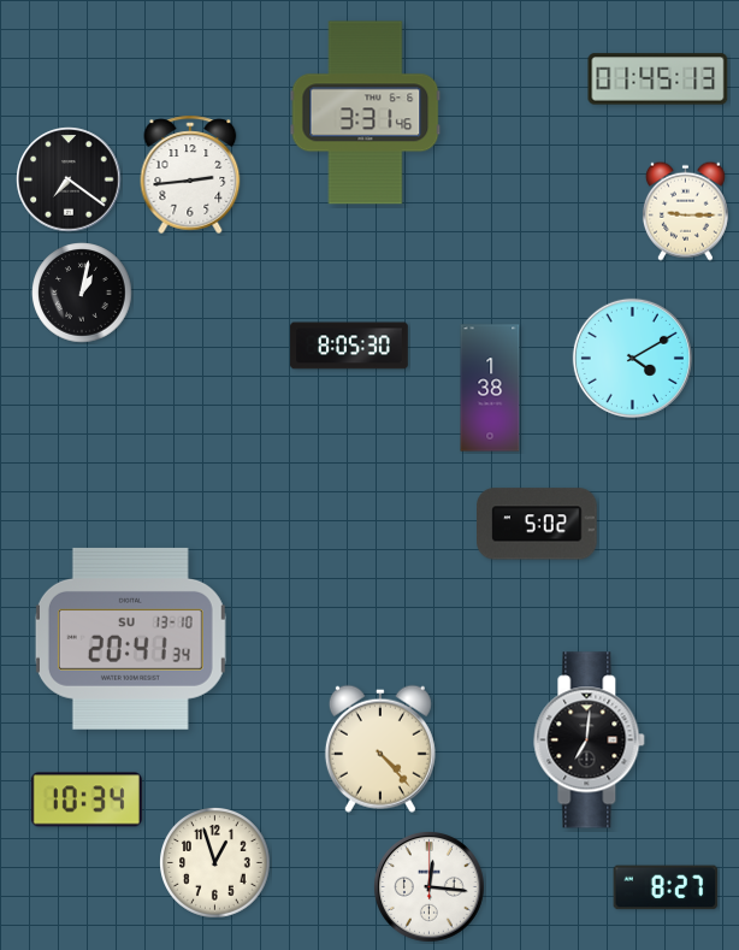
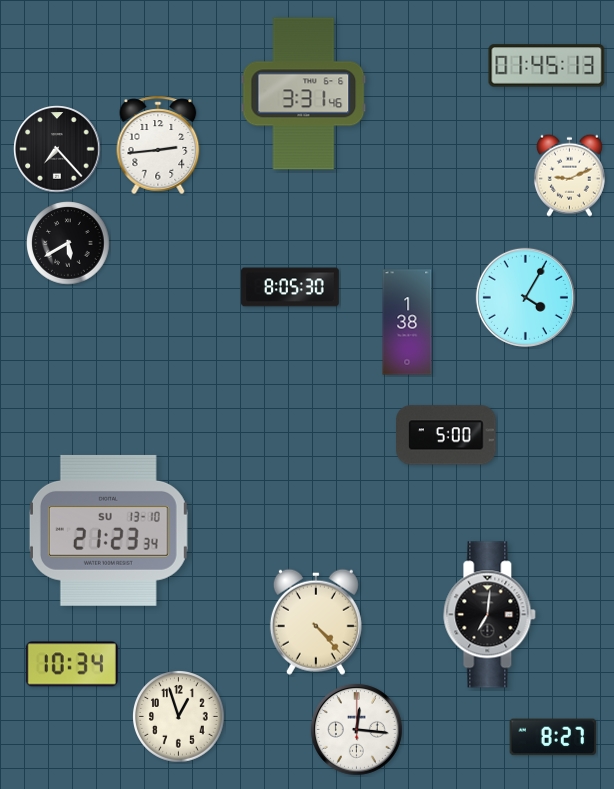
clock at (69, 179): 7:21 -> 7:23
clock at (685, 211): 9:15 -> 9:11
clock at (82, 293): 1:02 -> 5:40
clock at (632, 358): 4:10 -> 4:05
clock at (537, 524): 5:02 -> 5:00
clock at (130, 638): 20:41 -> 21:23
clock at (428, 886) position: (428, 886) -> (356, 729)
